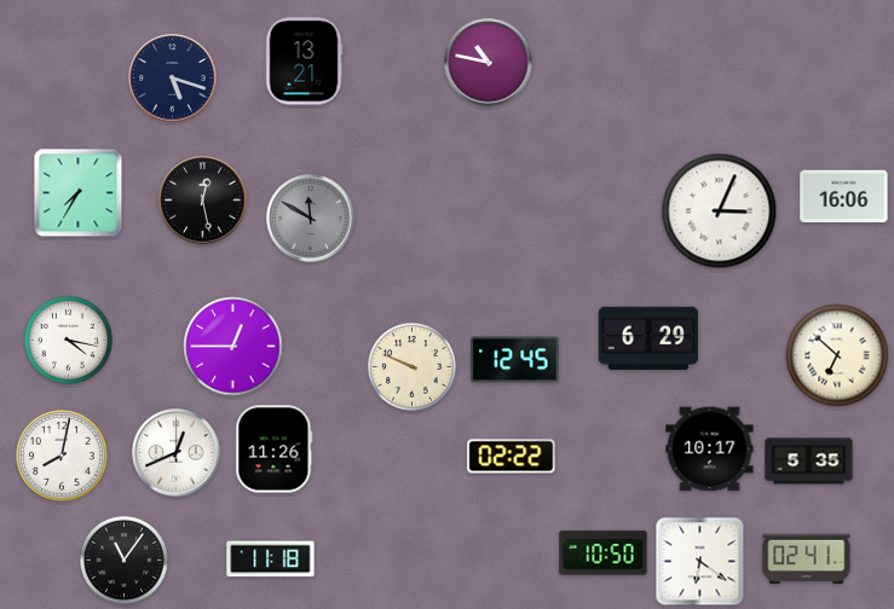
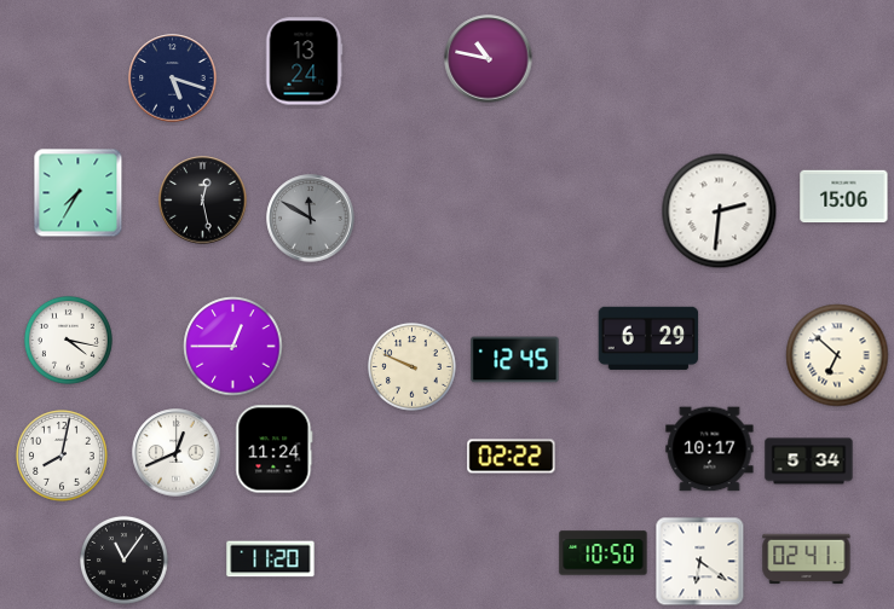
clock at (304, 62): 13:21 -> 13:24
clock at (489, 63) position: (489, 63) -> (489, 59)
clock at (844, 197): 16:06 -> 15:06
clock at (720, 211): 3:04 -> 2:31
clock at (275, 449): 11:26 -> 11:24
clock at (809, 462): 5:35 -> 5:34
clock at (271, 559): 11:18 -> 11:20
